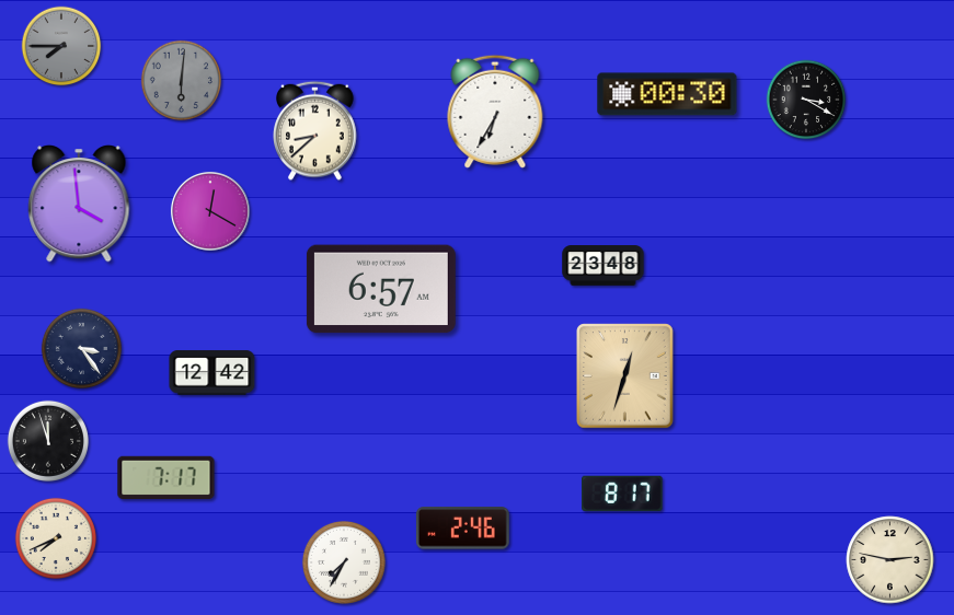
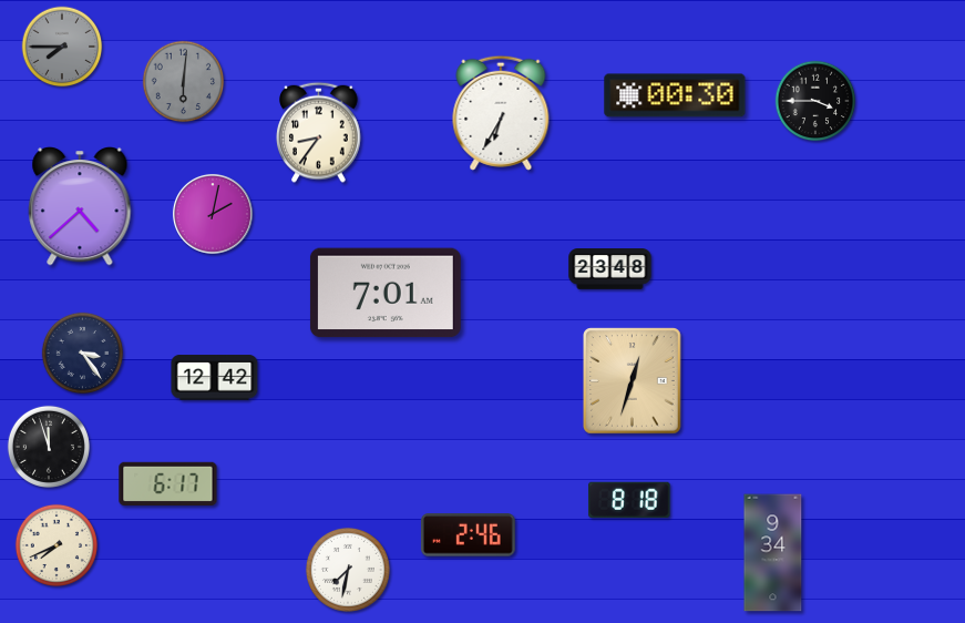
clock at (806, 100): 3:20 -> 3:45
clock at (315, 130): 8:38 -> 8:36
clock at (79, 205): 3:59 -> 4:38
clock at (210, 211): 12:20 -> 2:02
clock at (381, 289): 6:57 -> 7:01
clock at (166, 478): 7:17 -> 6:17
clock at (622, 494): 8:17 -> 8:18
clock at (773, 553): none -> 9:34
clock at (890, 560): 2:47 -> none
clock at (344, 562): 7:35 -> 7:32
